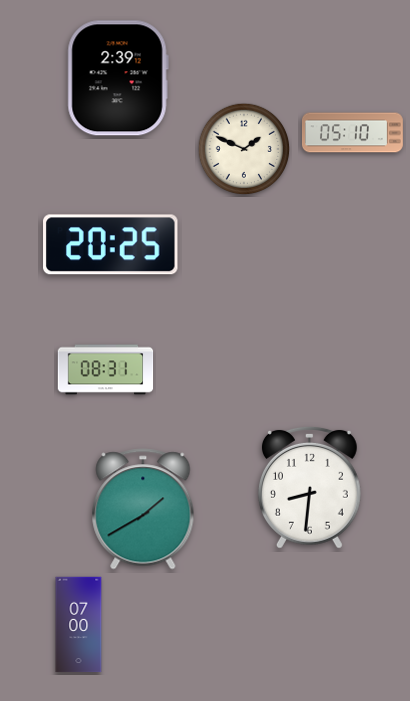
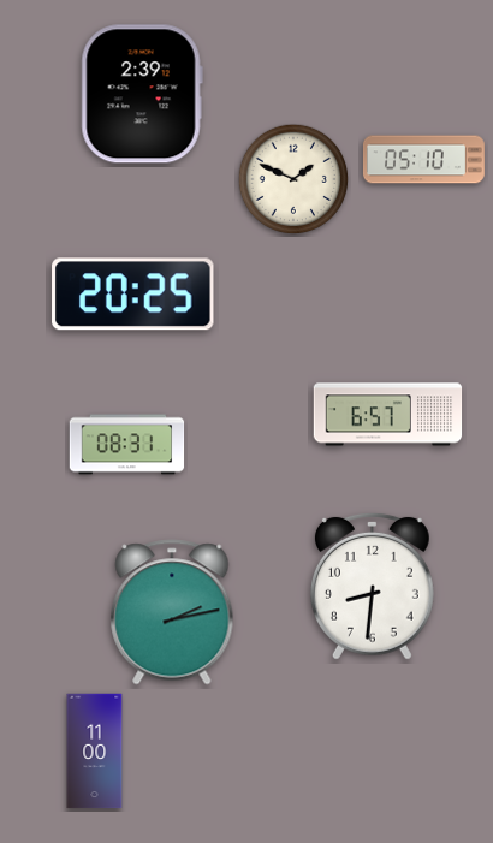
clock at (388, 415): none -> 6:57
clock at (143, 509): 1:40 -> 2:13
clock at (79, 625): 07:00 -> 11:00
